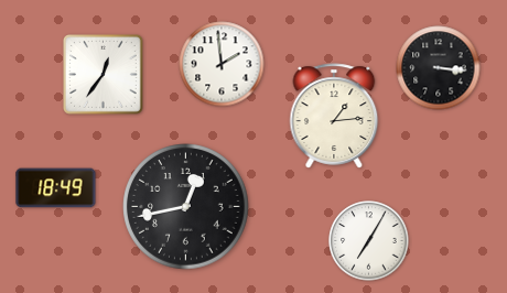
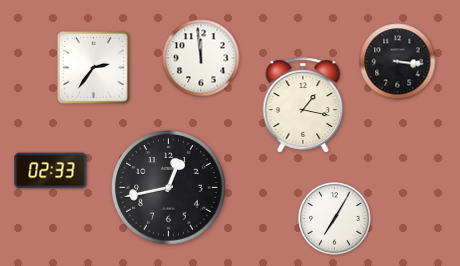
clock at (222, 64): 1:59 -> 11:59
clock at (104, 75): 12:36 -> 2:36
clock at (334, 116): 1:14 -> 1:17
clock at (56, 188): 18:49 -> 02:33
